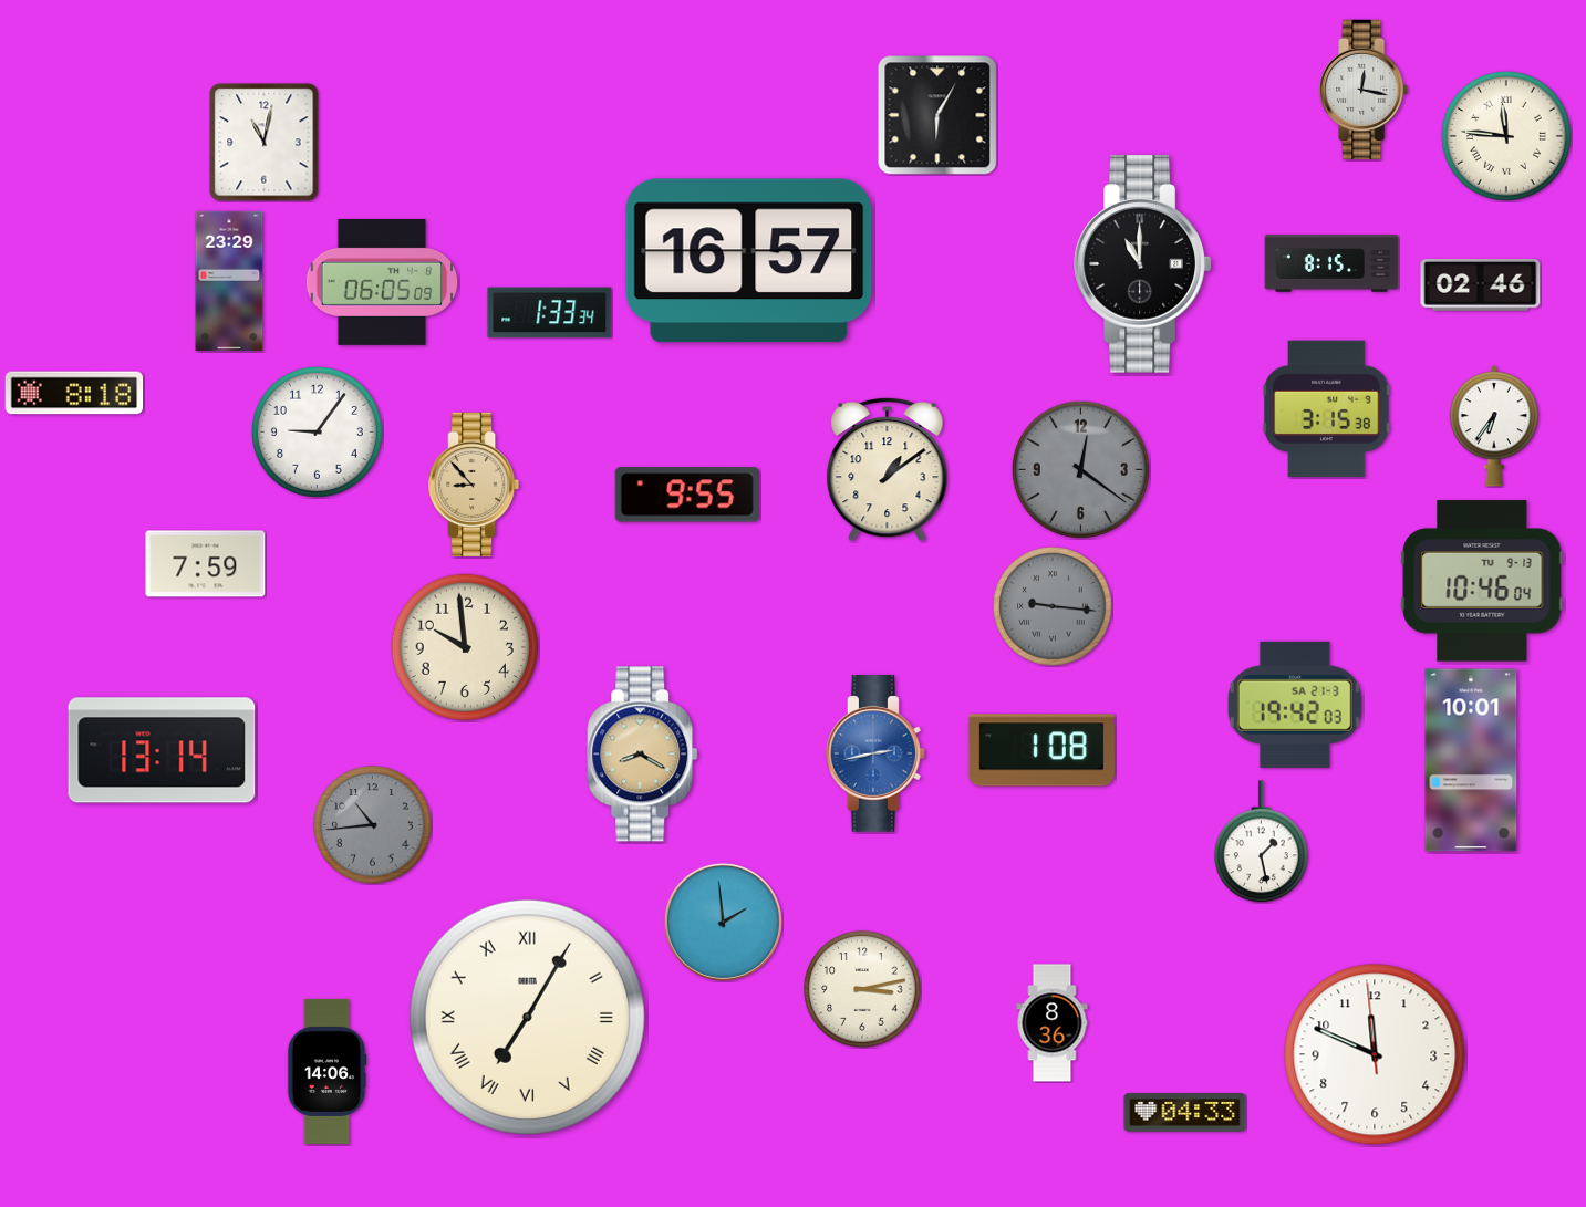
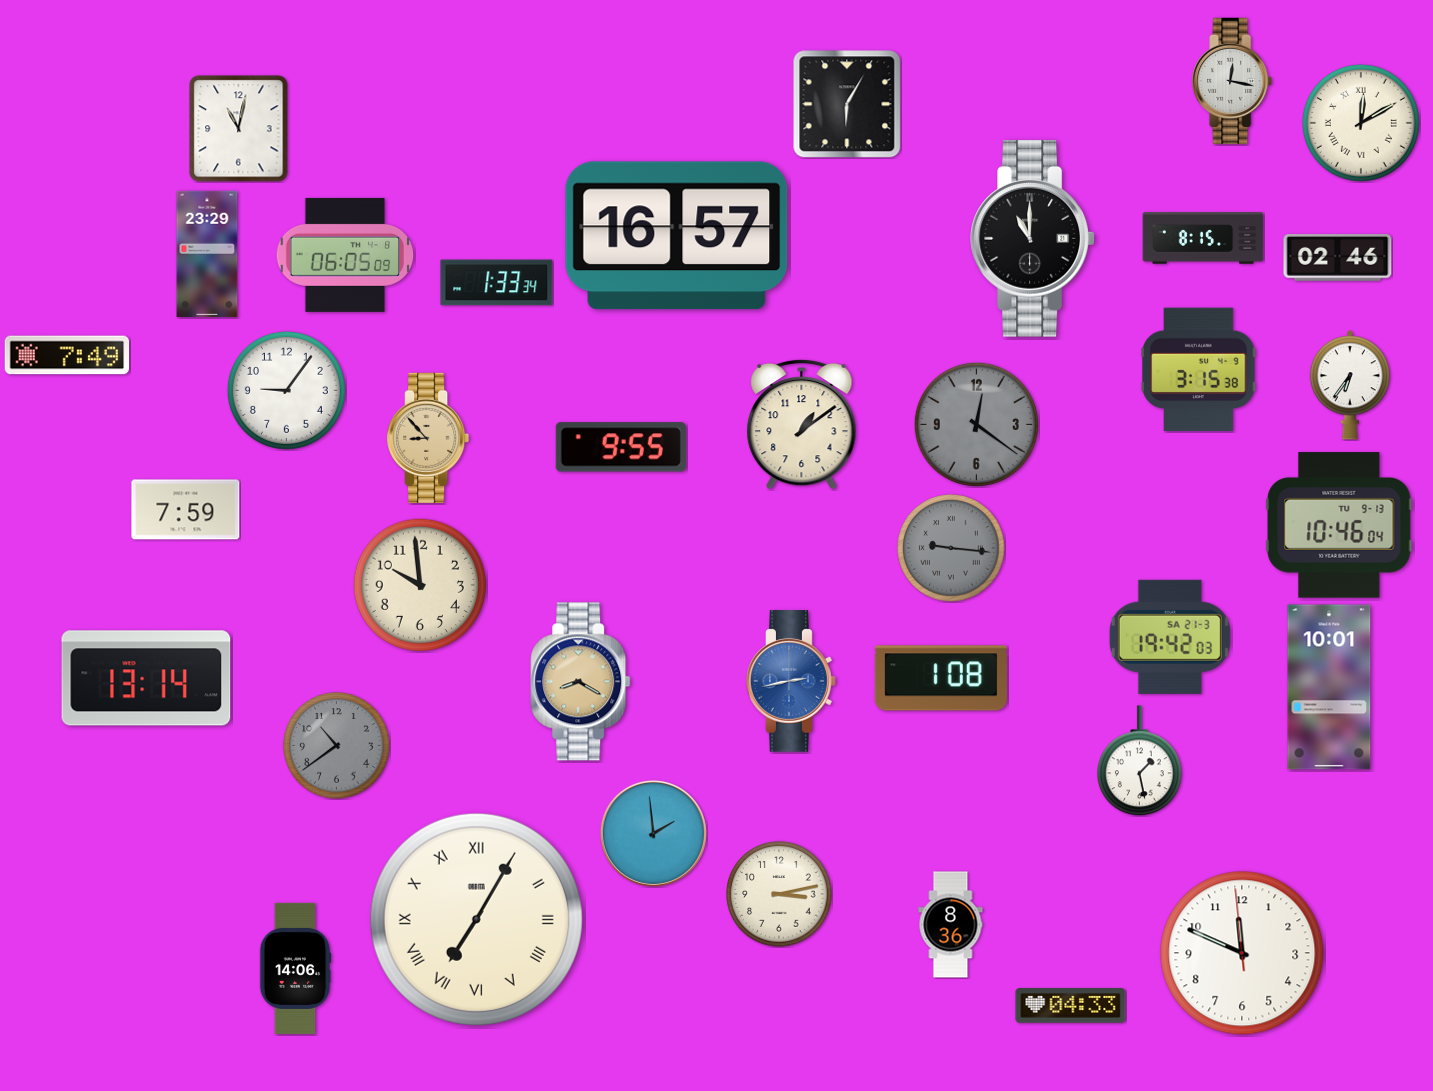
clock at (1506, 136): 11:46 -> 12:10
clock at (74, 393): 8:18 -> 7:49
clock at (373, 825): 10:44 -> 10:39
